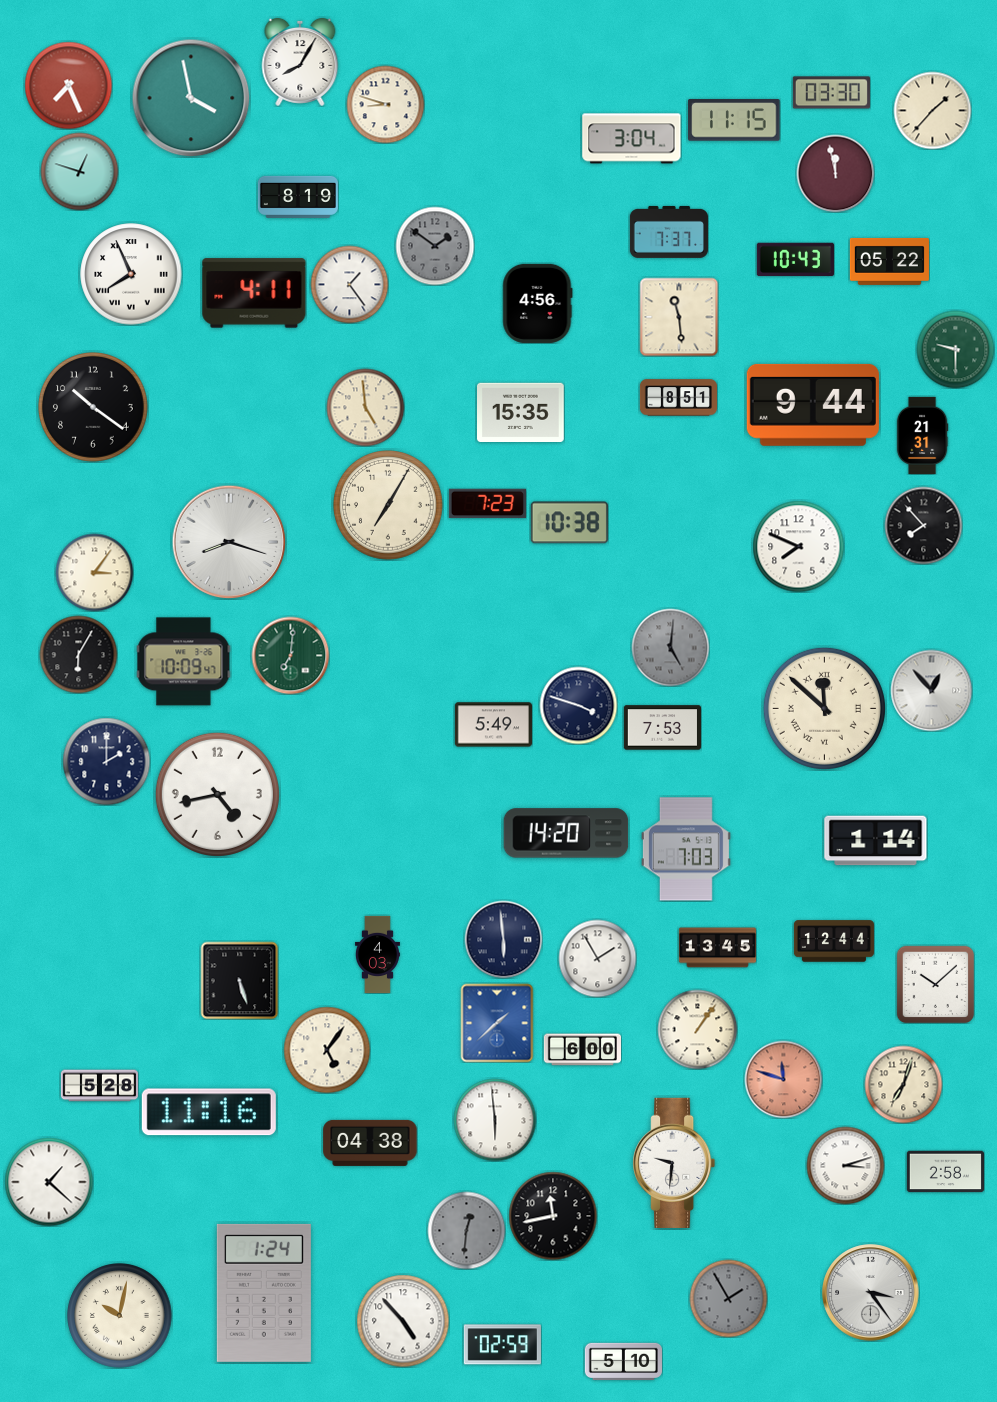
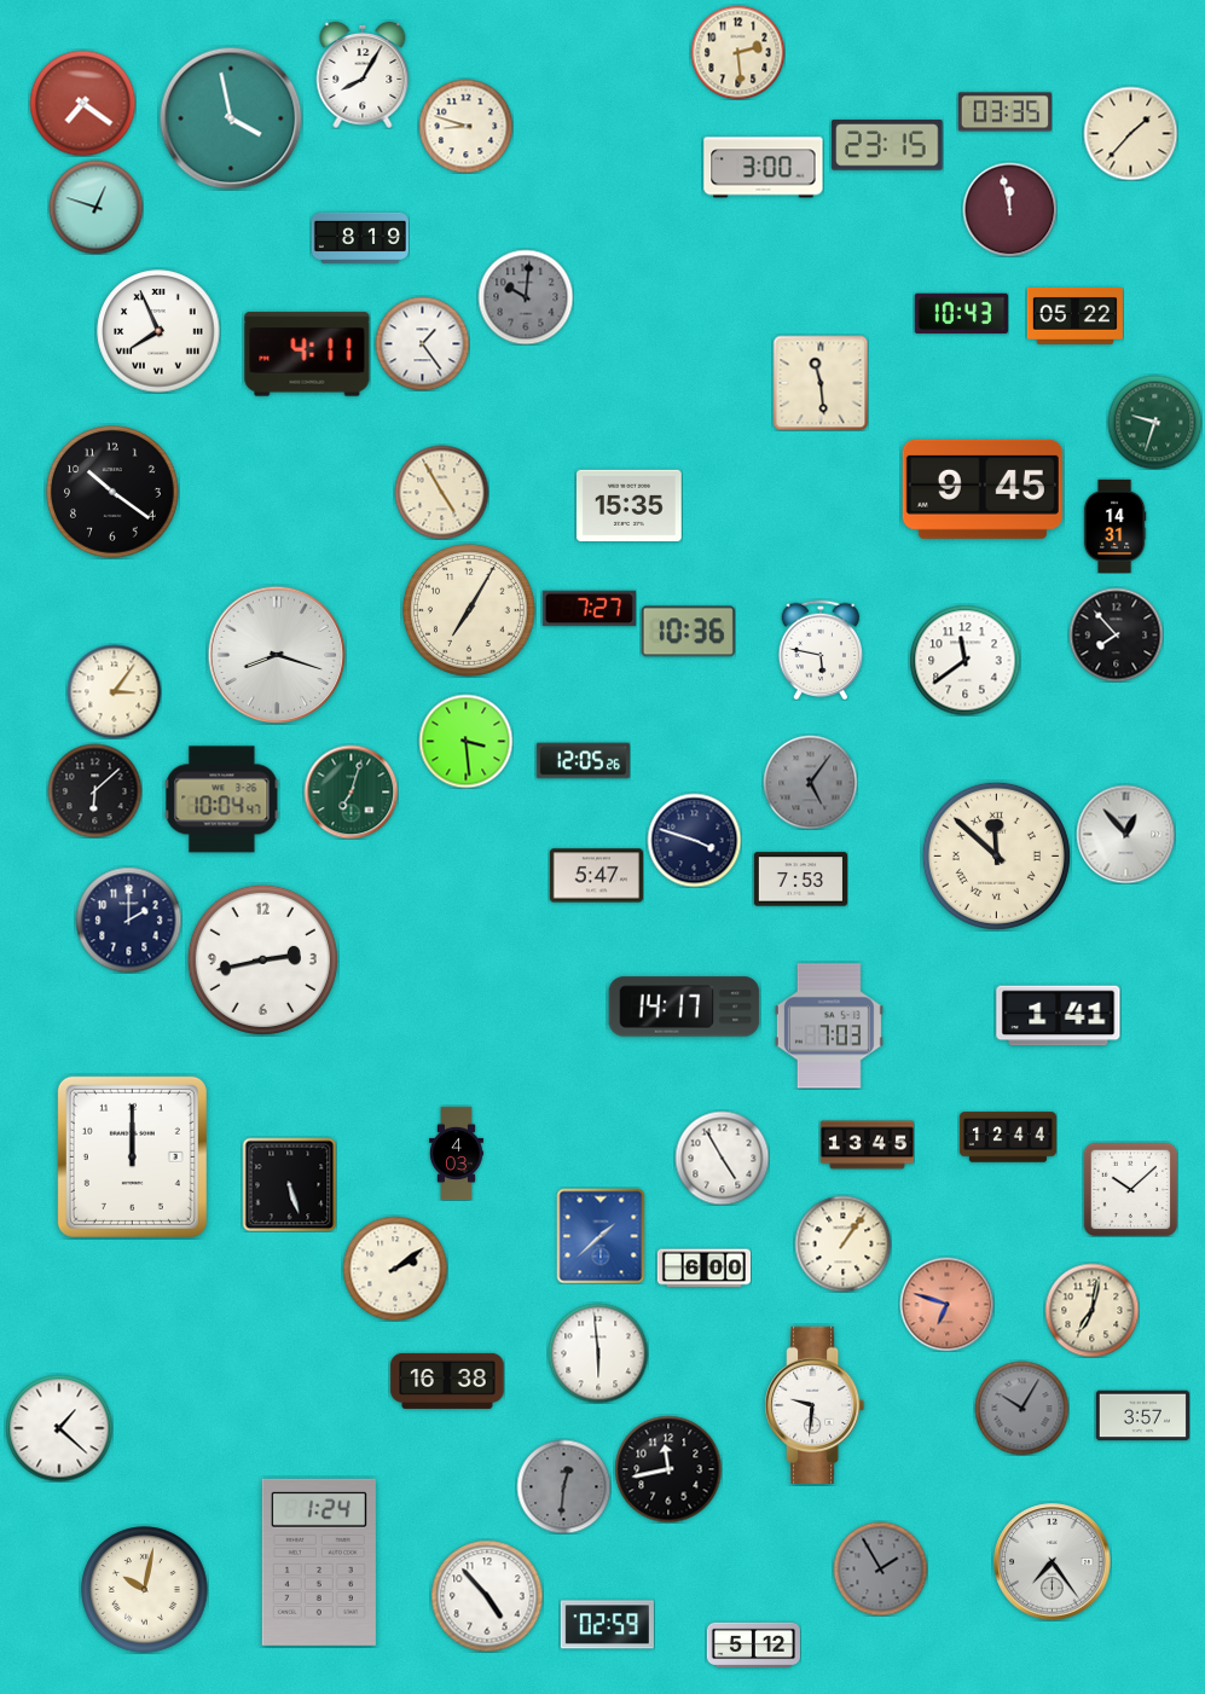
clock at (737, 52): none -> 2:29
clock at (68, 85): 7:26 -> 7:21
clock at (831, 93): 03:30 -> 03:35
clock at (932, 110) position: (932, 110) -> (1130, 133)
clock at (734, 120): 11:15 -> 23:15
clock at (632, 139): 3:04 -> 3:00
clock at (669, 232): 7:37 -> none
clock at (435, 246): 1:51 -> 10:01
clock at (538, 303): 4:56 -> none
clock at (955, 349): 9:30 -> 9:33
clock at (678, 398): 8:51 -> none
clock at (813, 405): 9:44 -> 9:45
clock at (365, 407): 4:59 -> 4:55
clock at (521, 412) position: (521, 412) -> (630, 505)
clock at (922, 435): 21:31 -> 14:31
clock at (487, 504): 7:23 -> 7:27
clock at (569, 523): 10:38 -> 10:36
clock at (821, 650): none -> 5:47
clock at (798, 546): 7:49 -> 11:39
clock at (465, 741): none -> 3:29
clock at (583, 761): none -> 12:05
clock at (670, 647): 5:01 -> 5:06
clock at (78, 654): 6:05 -> 6:08
clock at (290, 655): 7:01 -> 7:03
clock at (183, 662): 10:09 -> 10:04
clock at (578, 705) position: (578, 705) -> (694, 840)
clock at (493, 725): 5:49 -> 5:47
clock at (217, 794): 4:43 -> 2:43
clock at (566, 833): 14:20 -> 14:17
clock at (876, 841): 1:14 -> 1:41
clock at (503, 939): 5:59 -> none
clock at (132, 1156): none -> 12:00
clock at (597, 958): 1:55 -> 4:55
clock at (327, 1050): 5:06 -> 2:09
clock at (783, 1079): 11:48 -> 6:48
clock at (903, 1084): 7:03 -> 7:02
clock at (99, 1086): 5:28 -> none
clock at (209, 1112): 11:16 -> none
clock at (370, 1143): 04:38 -> 16:38
clock at (845, 1165): 3:12 -> 10:05
clock at (845, 1165) dial: white -> grey
clock at (945, 1172): 2:58 -> 3:57
clock at (871, 1293): 3:24 -> 7:24
clock at (623, 1361): 5:10 -> 5:12
